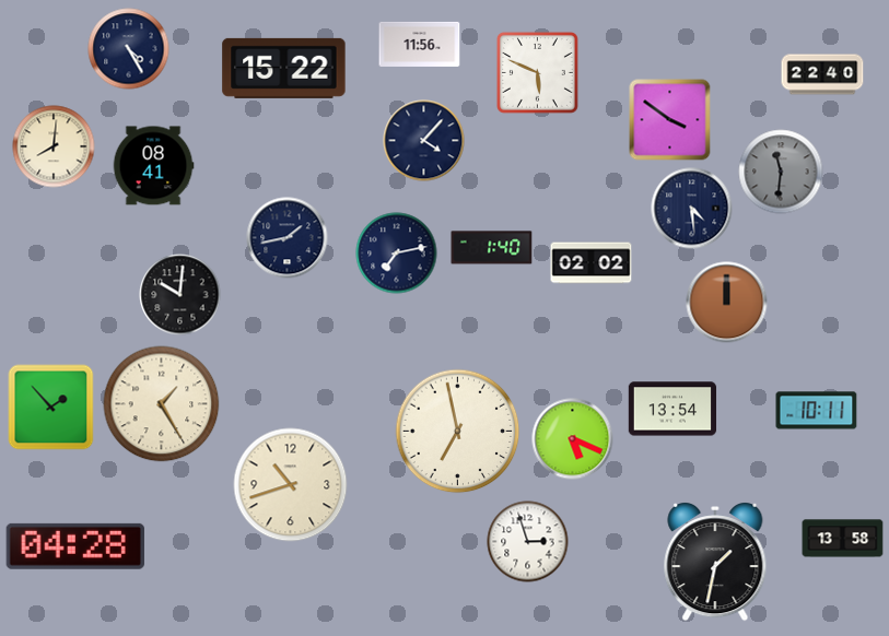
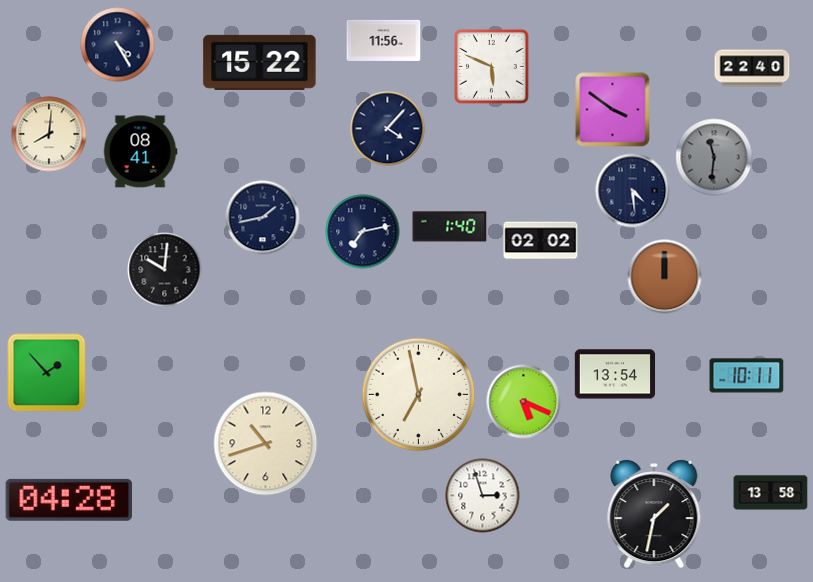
clock at (162, 404): 1:25 -> none
